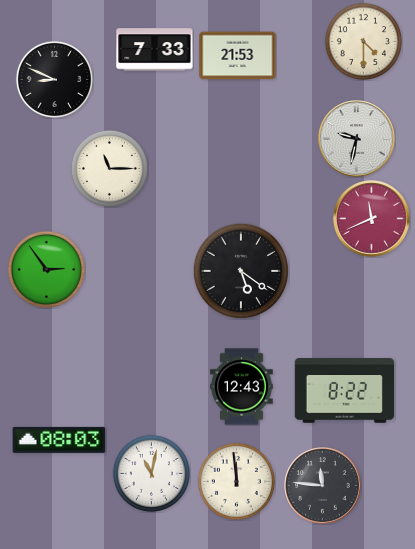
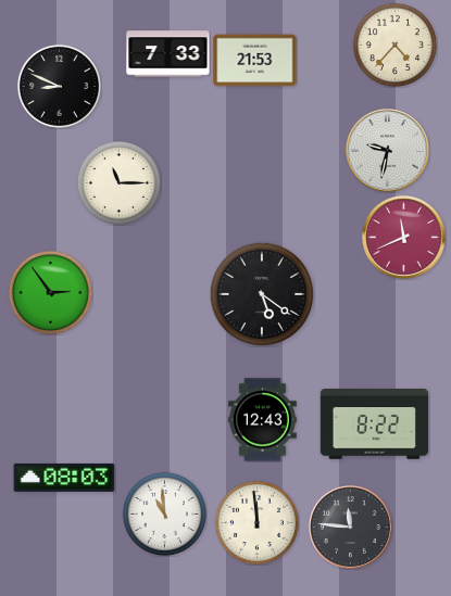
clock at (363, 41): 4:30 -> 4:37
clock at (238, 56) position: (238, 56) -> (255, 61)
clock at (151, 473): 11:02 -> 10:59
